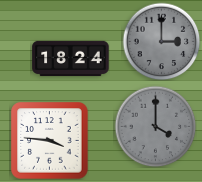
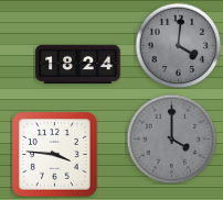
clock at (161, 41): 3:00 -> 4:01
